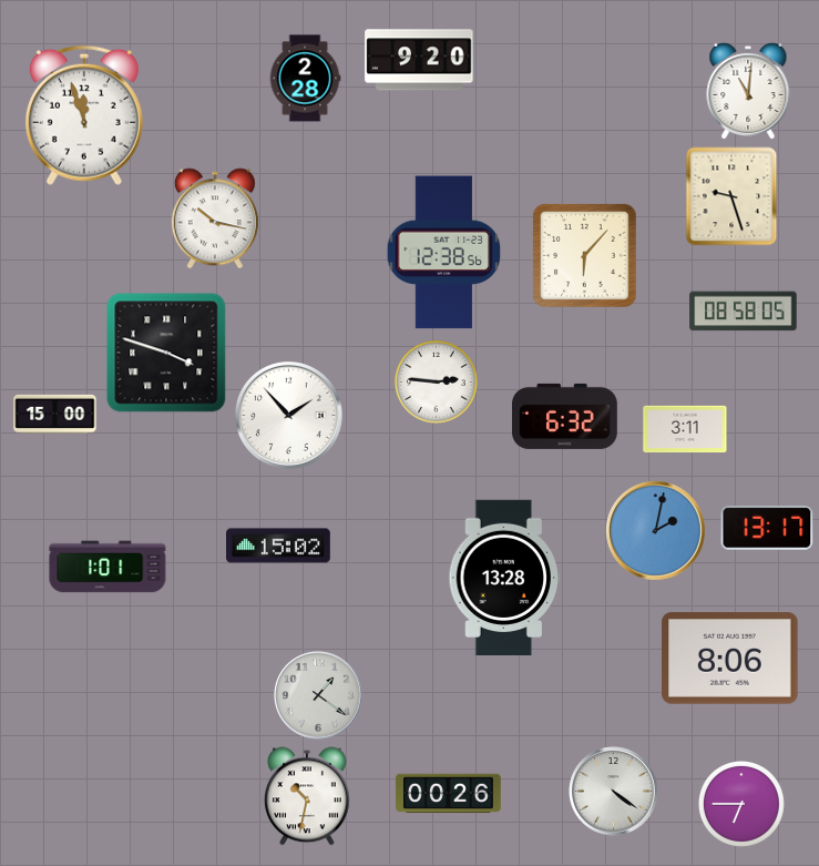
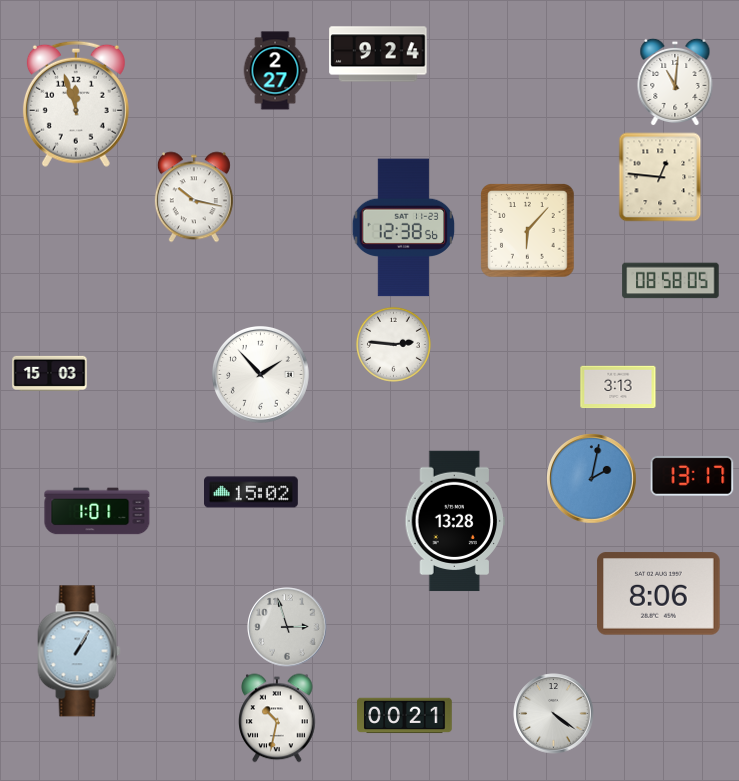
clock at (419, 60): 9:20 -> 9:24
clock at (305, 79): 2:28 -> 2:27
clock at (731, 196): 9:27 -> 12:46
clock at (444, 253) position: (444, 253) -> (404, 228)
clock at (166, 353): 3:48 -> none
clock at (55, 414): 15:00 -> 15:03
clock at (565, 416): 6:32 -> none
clock at (685, 429): 3:11 -> 3:13
clock at (318, 695): 1:21 -> 2:57
clock at (79, 651): none -> 1:05
clock at (449, 794): 00:26 -> 00:21
clock at (741, 804): 6:45 -> none
